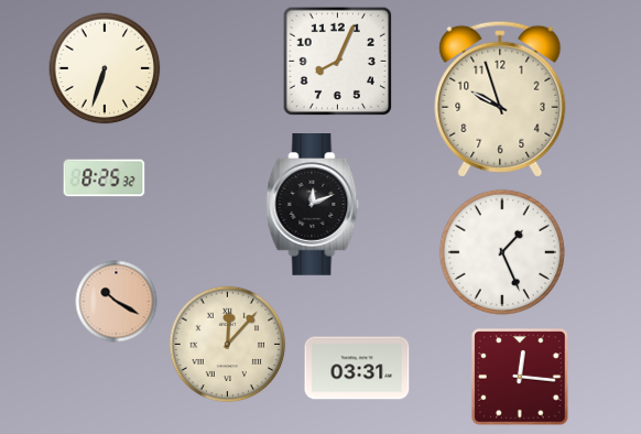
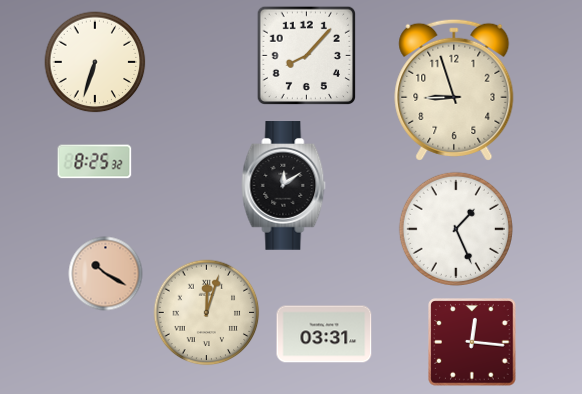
clock at (337, 61): 8:04 -> 8:07
clock at (500, 99): 9:57 -> 8:57
clock at (313, 205): 12:11 -> 12:09
clock at (228, 345): 12:07 -> 12:03
